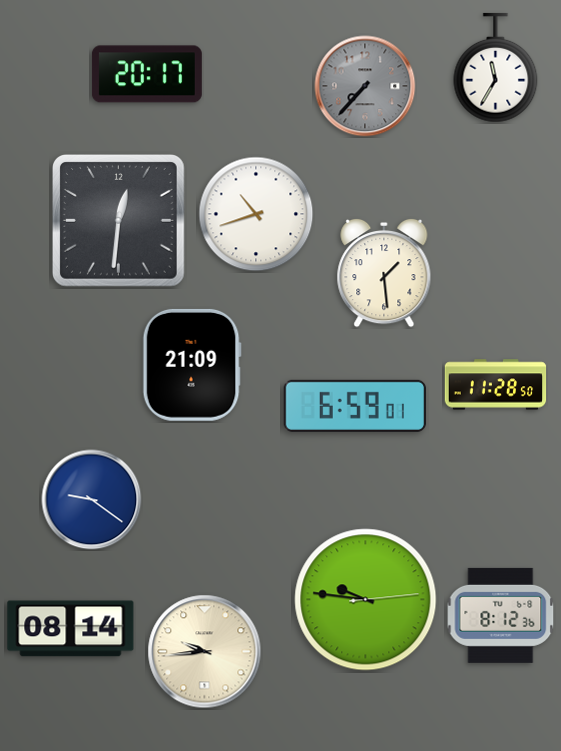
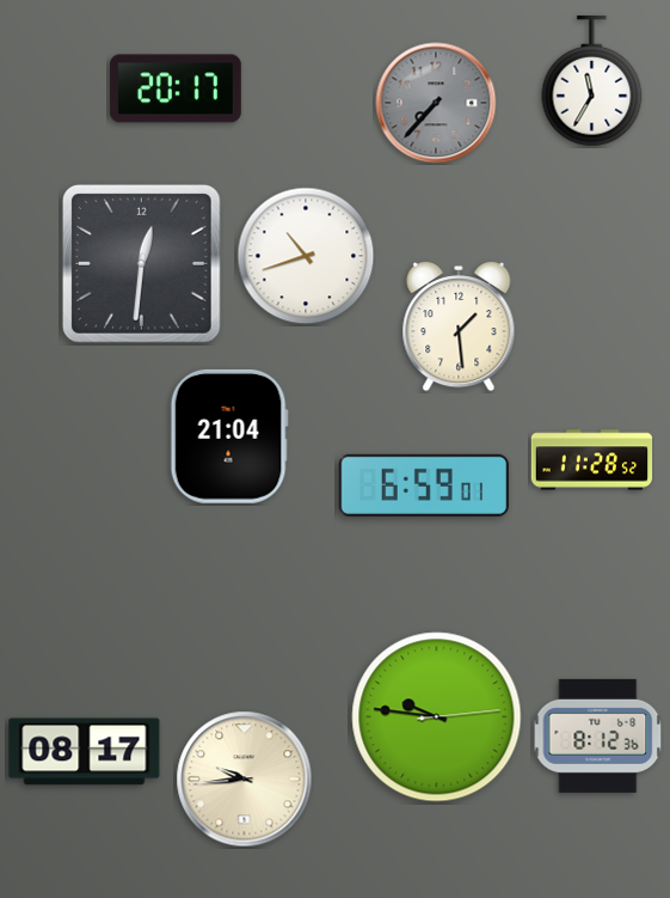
clock at (192, 365): 21:09 -> 21:04
clock at (496, 385): 11:28:50 -> 11:28:52
clock at (92, 500): 9:21 -> none
clock at (71, 629): 08:14 -> 08:17
